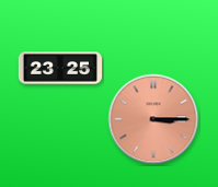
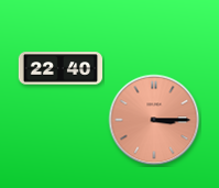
clock at (59, 68): 23:25 -> 22:40
